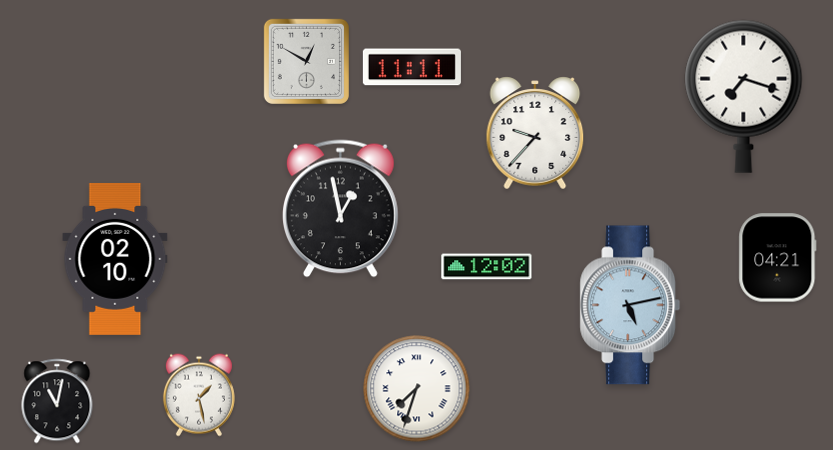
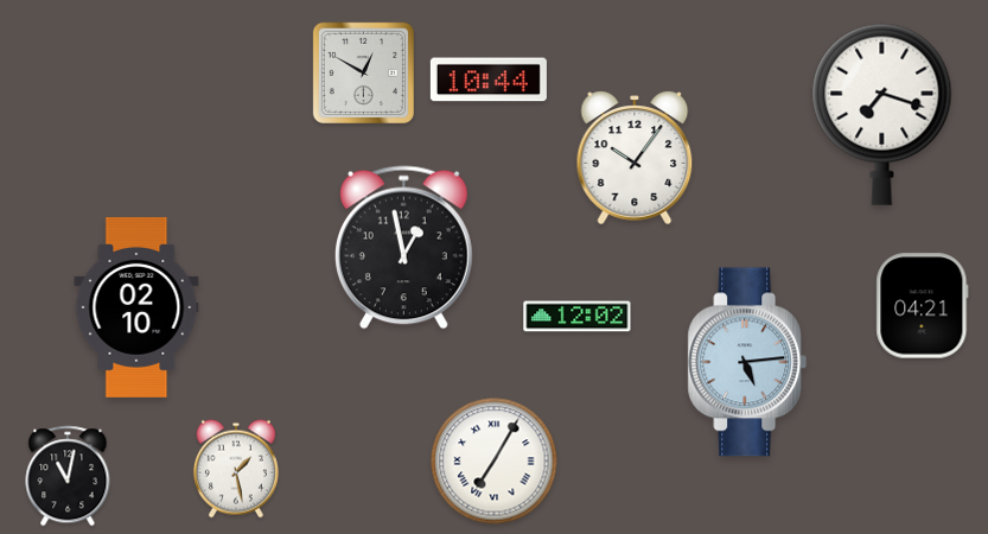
clock at (412, 67): 11:11 -> 10:44
clock at (535, 133): 9:37 -> 10:06
clock at (630, 305): 5:13 -> 5:14
clock at (417, 389): 7:33 -> 7:05
